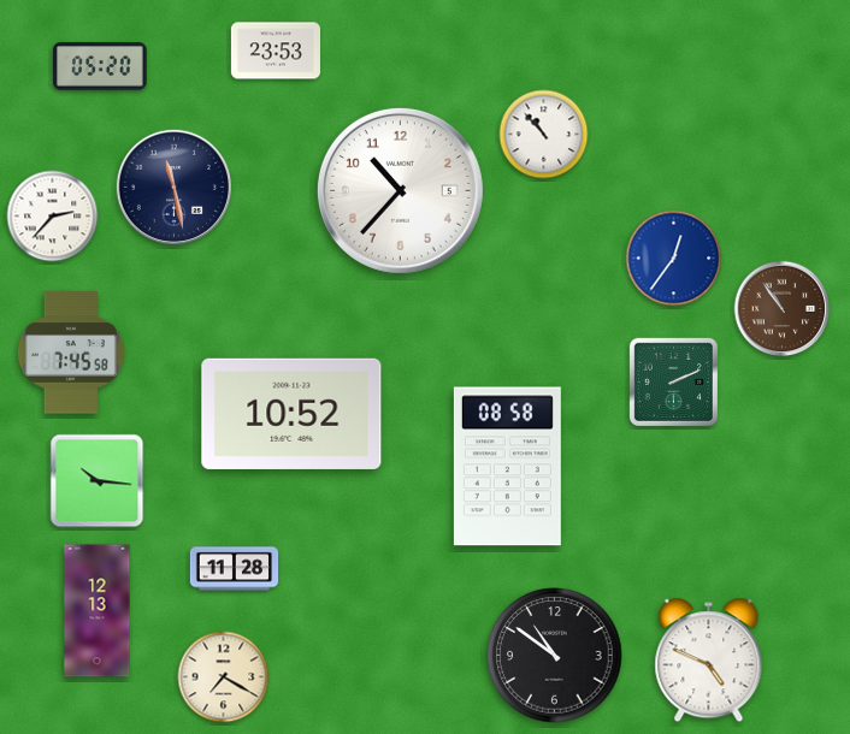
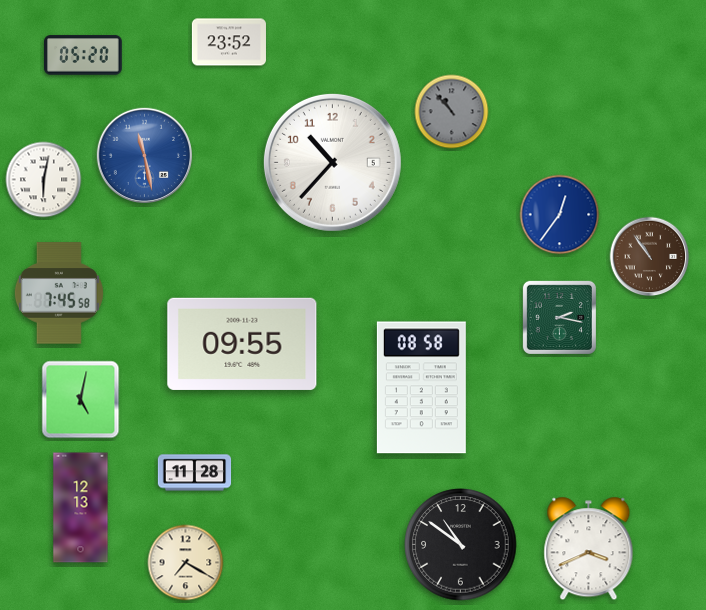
clock at (276, 51): 23:53 -> 23:52
clock at (544, 135) dial: white -> grey
clock at (173, 187) dial: navy -> blue
clock at (400, 190) position: (400, 190) -> (332, 162)
clock at (53, 217): 2:37 -> 6:02
clock at (673, 381): 2:11 -> 2:17
clock at (291, 414): 10:52 -> 09:55
clock at (98, 481): 10:16 -> 5:02
clock at (709, 661): 4:49 -> 3:41
